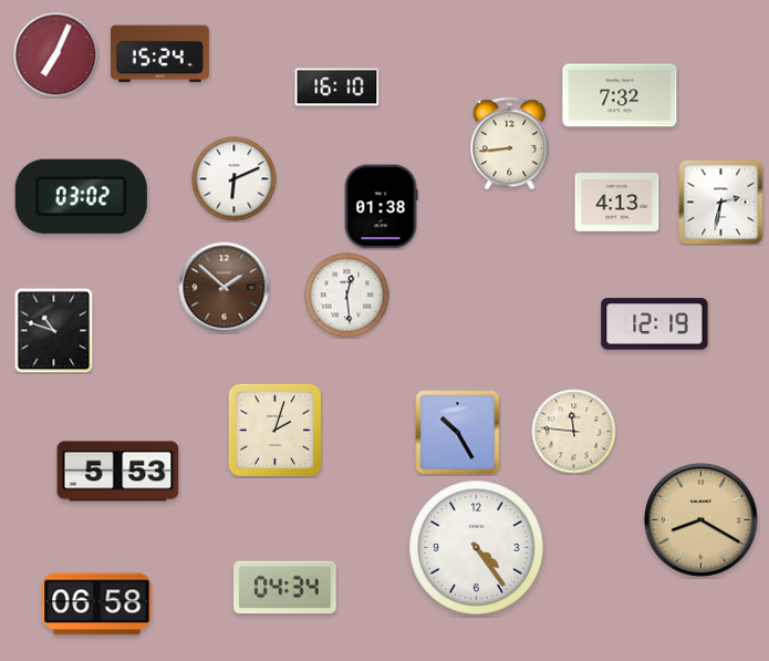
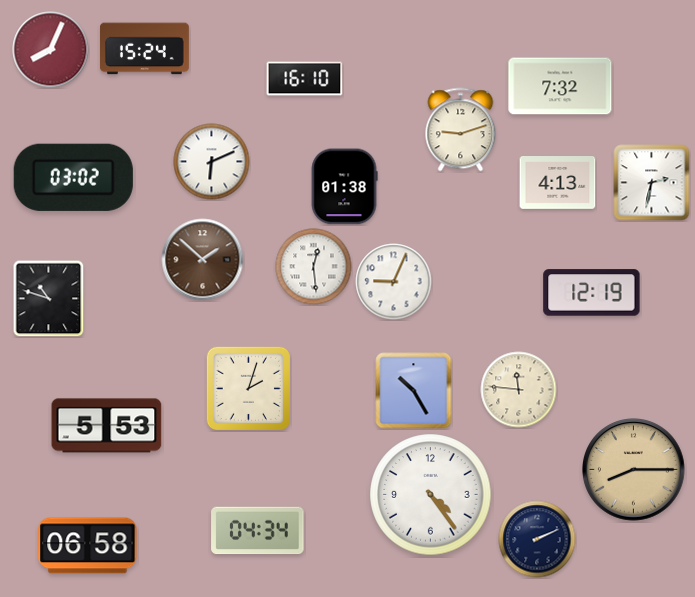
clock at (56, 55): 7:04 -> 8:04
clock at (510, 144): 8:44 -> 9:12
clock at (394, 282): none -> 9:04
clock at (702, 520): 8:20 -> 8:15
clock at (537, 539): none -> 2:11
